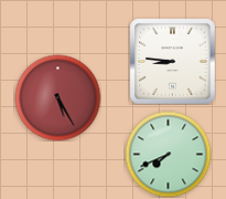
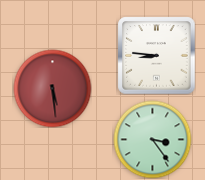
clock at (57, 97): 5:25 -> 5:29
clock at (168, 154): 7:41 -> 3:24
